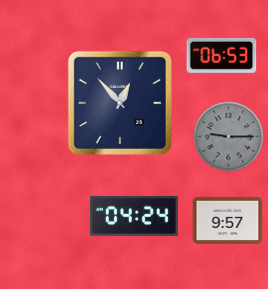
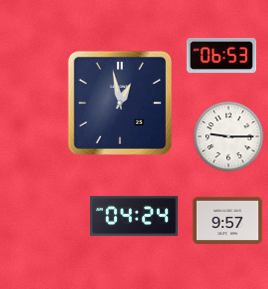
clock at (120, 103): 12:53 -> 12:58
clock at (229, 137) dial: grey -> white
